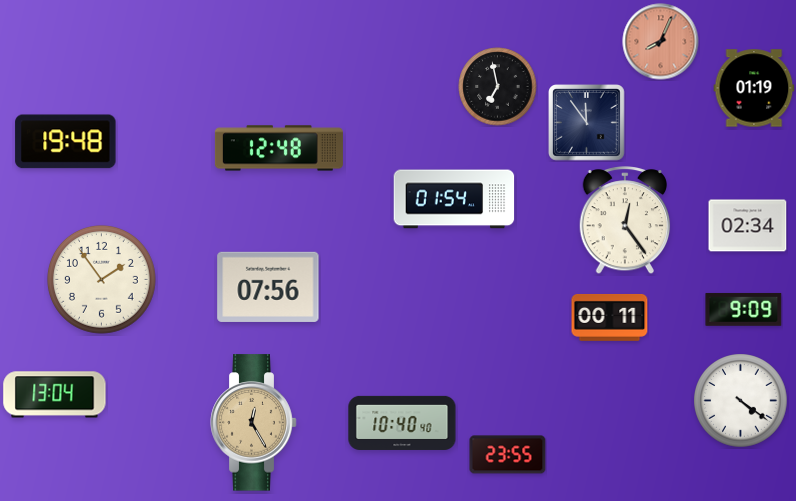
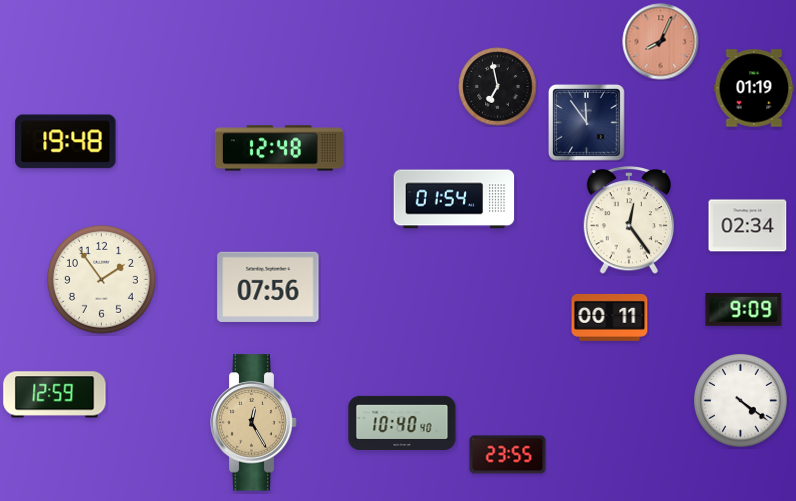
clock at (625, 221) position: (625, 221) -> (629, 221)
clock at (55, 395): 13:04 -> 12:59
